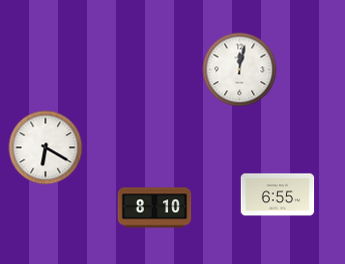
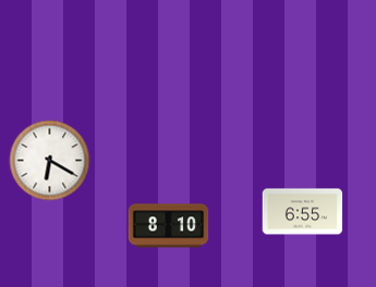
clock at (240, 70): 12:02 -> none
